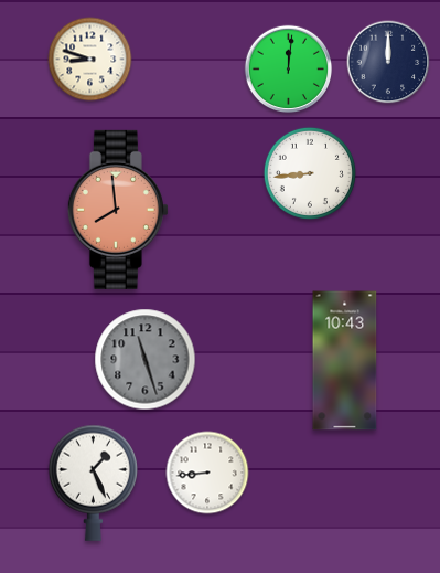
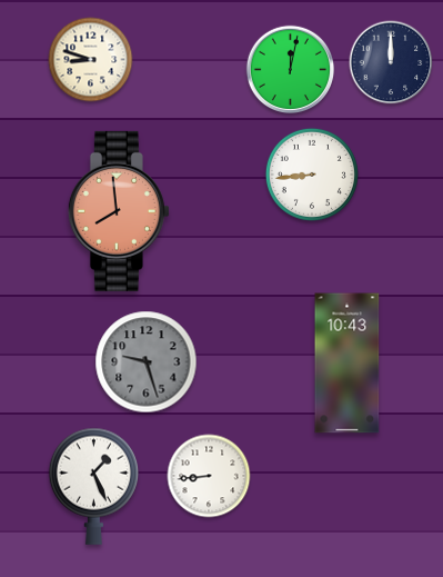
clock at (289, 70): 12:01 -> 12:02
clock at (146, 360): 11:27 -> 9:27
